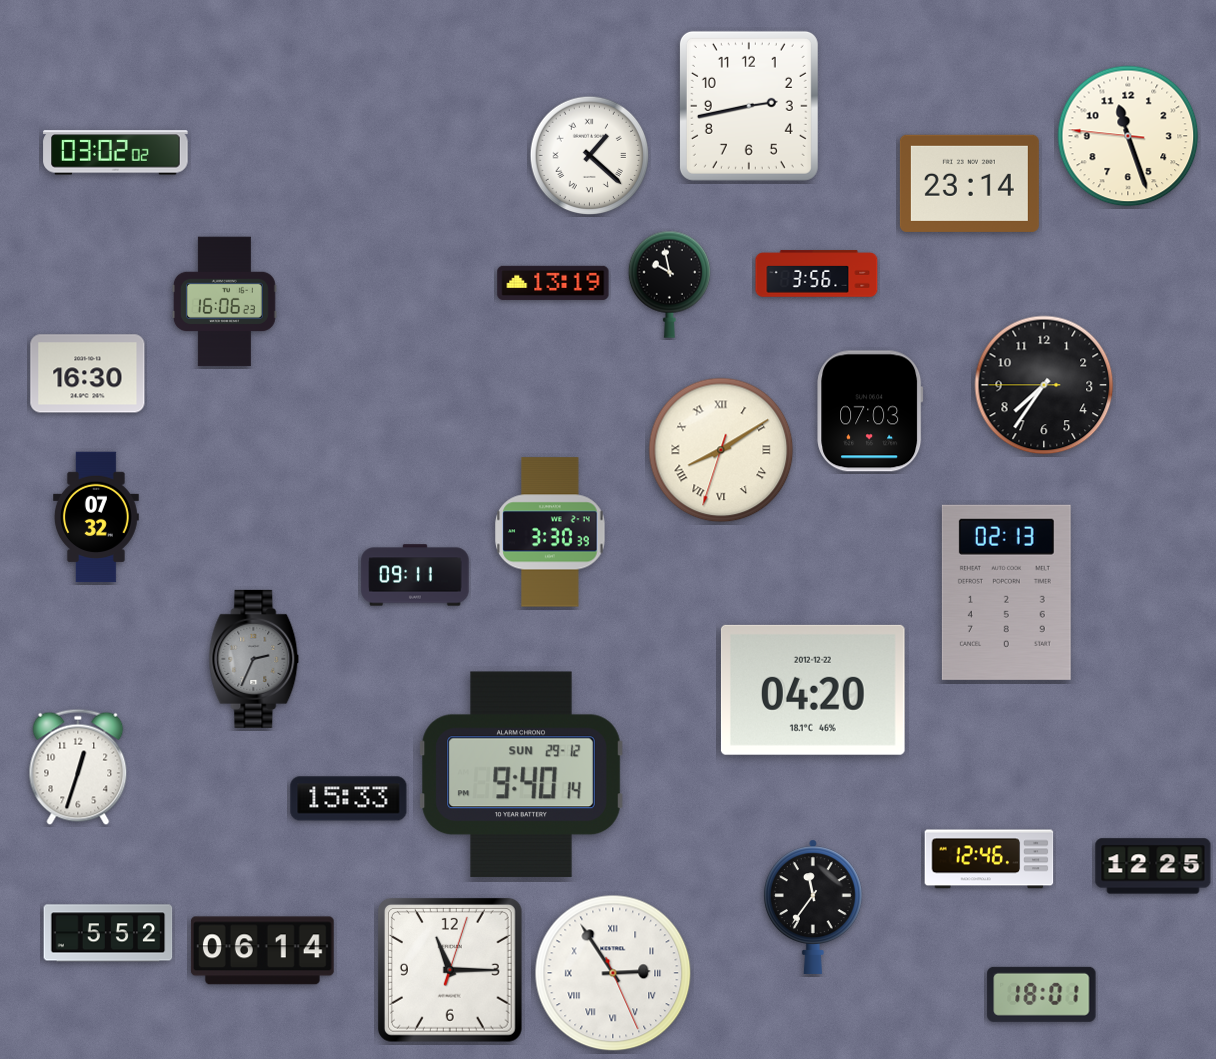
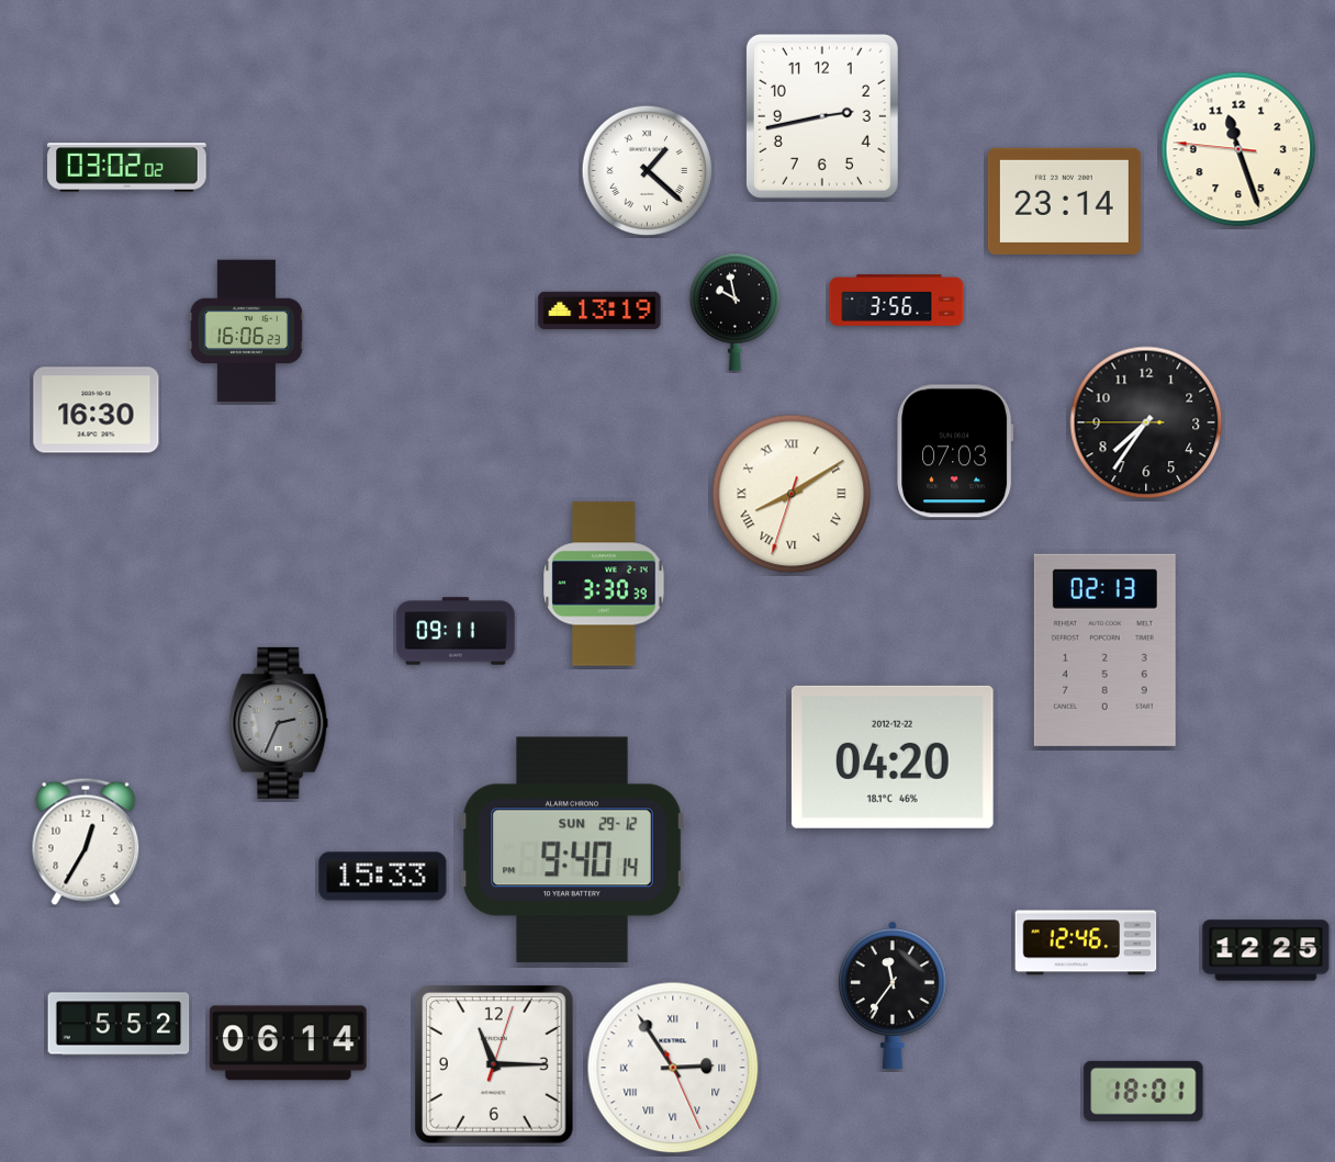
clock at (553, 283) position: (553, 283) -> (599, 311)
clock at (97, 517): 07:32 -> none
clock at (78, 767): 12:33 -> 12:35
